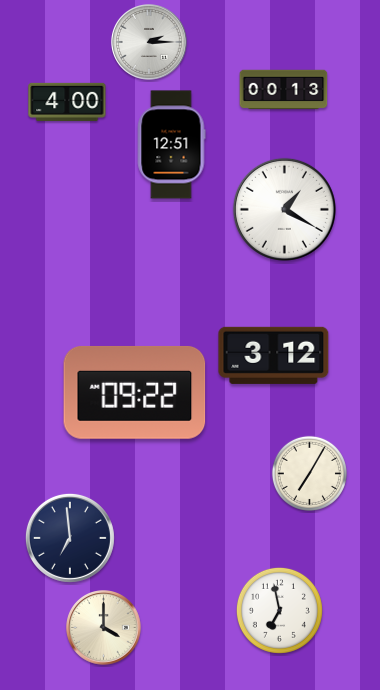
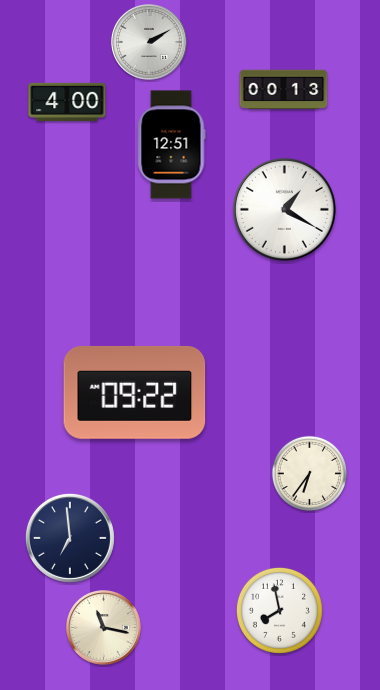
clock at (149, 42): 2:15 -> 2:10
clock at (274, 355): 3:12 -> none
clock at (309, 473): 7:05 -> 6:36
clock at (279, 610): 6:58 -> 7:58
clock at (104, 628): 4:00 -> 11:17
